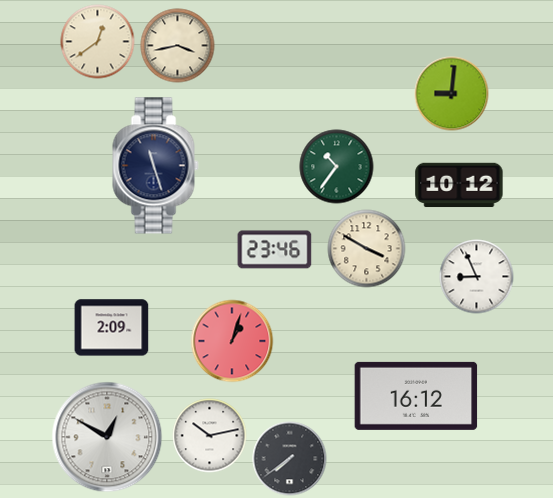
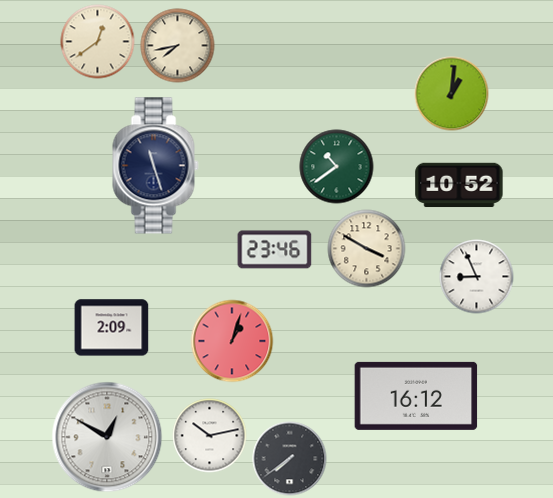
clock at (178, 46): 3:43 -> 7:43
clock at (452, 94): 9:01 -> 1:01
clock at (337, 167): 10:36 -> 10:39
clock at (459, 185): 10:12 -> 10:52
